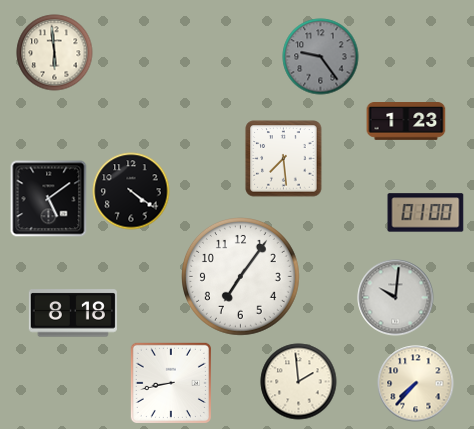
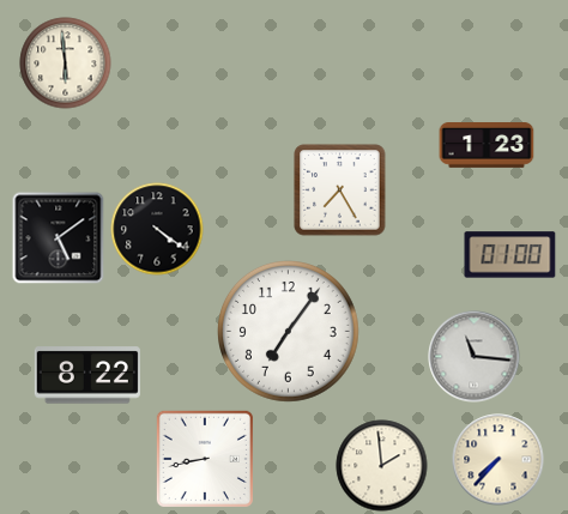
clock at (321, 57): 9:24 -> none
clock at (284, 159): 7:29 -> 7:25
clock at (396, 298): 10:01 -> 11:16
clock at (73, 313): 8:18 -> 8:22
clock at (299, 382) position: (299, 382) -> (382, 466)
